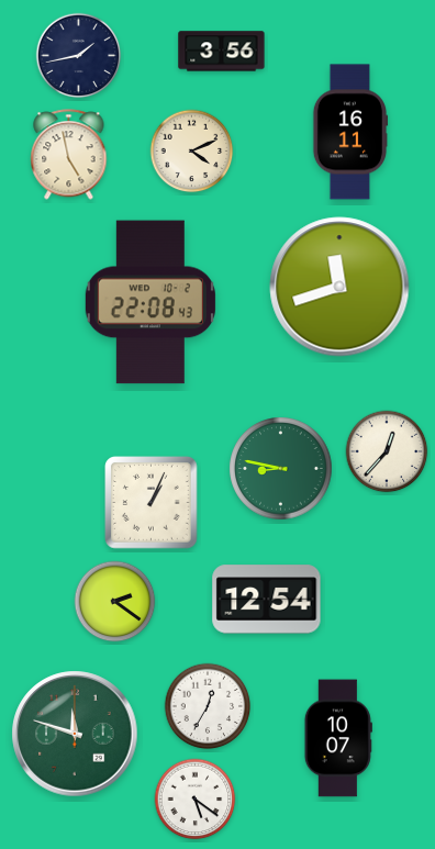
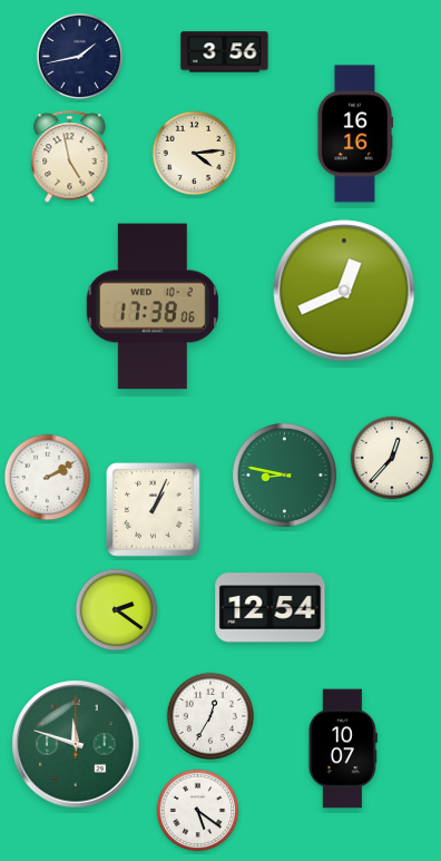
clock at (350, 132): 16:11 -> 16:16
clock at (192, 152): 4:11 -> 4:14
clock at (339, 287): 11:42 -> 12:41
clock at (150, 302): 22:08 -> 17:38
clock at (48, 478): none -> 2:10
